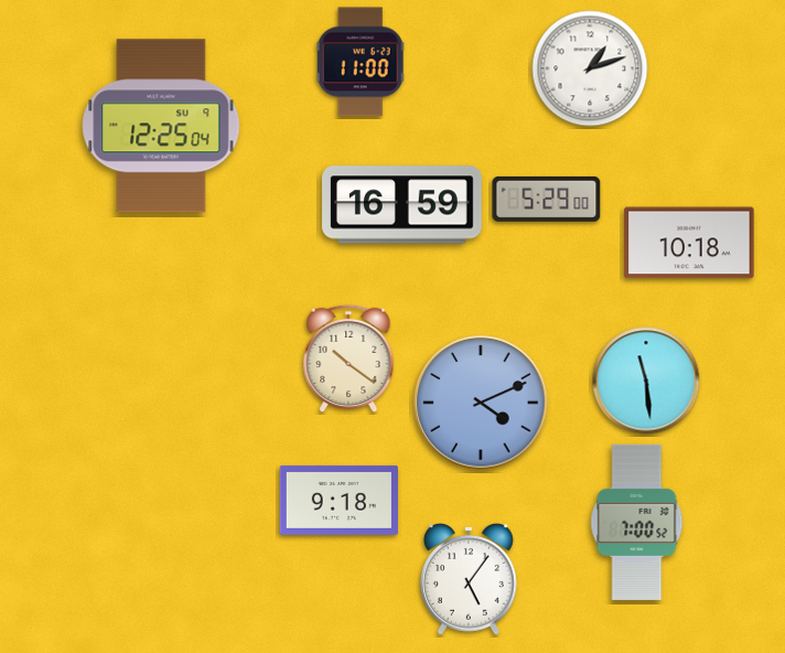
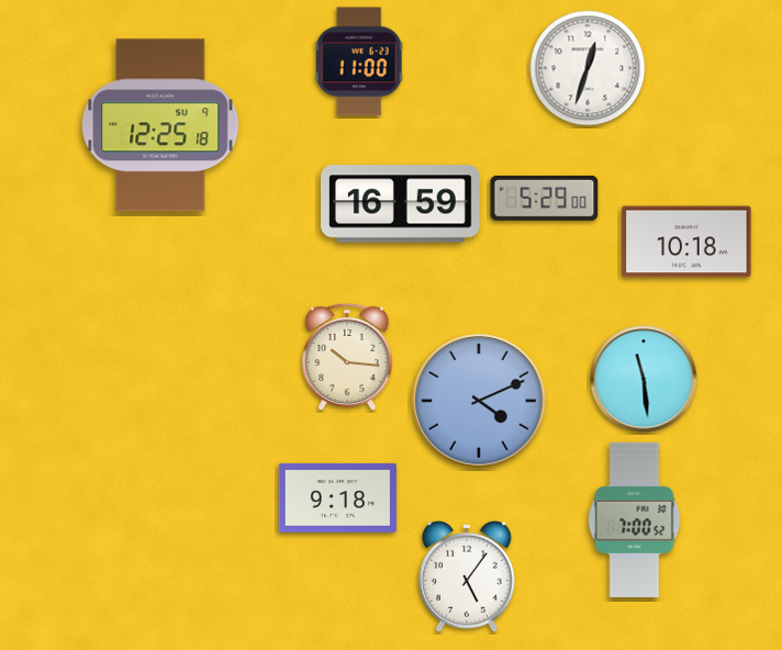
clock at (590, 68): 1:12 -> 12:33
clock at (161, 126): 12:25:04 -> 12:25:18
clock at (348, 358): 10:21 -> 10:16
